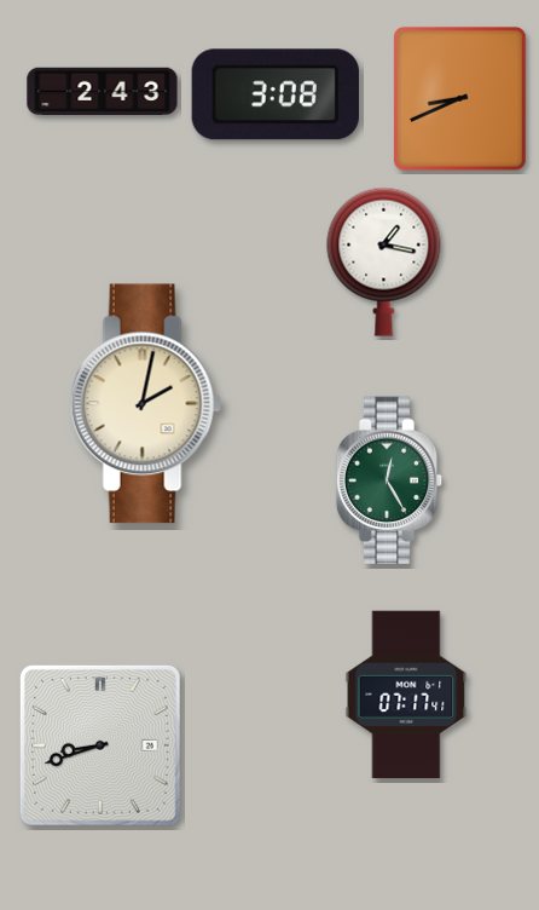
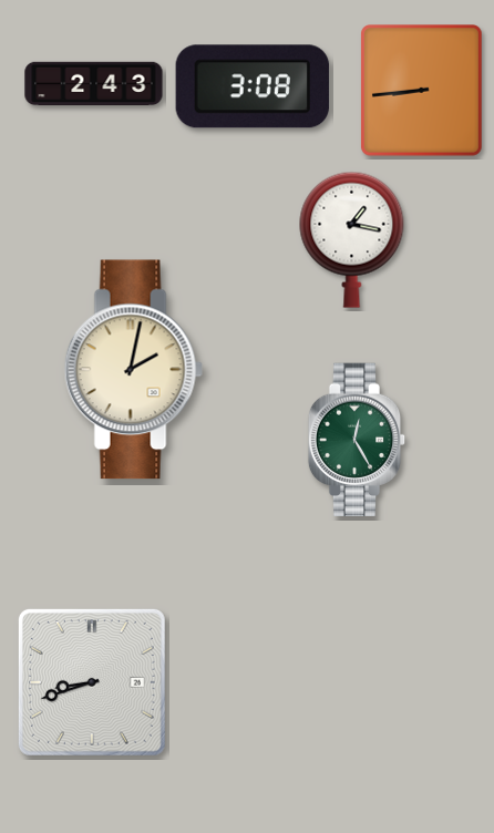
clock at (460, 99): 8:41 -> 8:44
clock at (406, 695): 07:17 -> none
